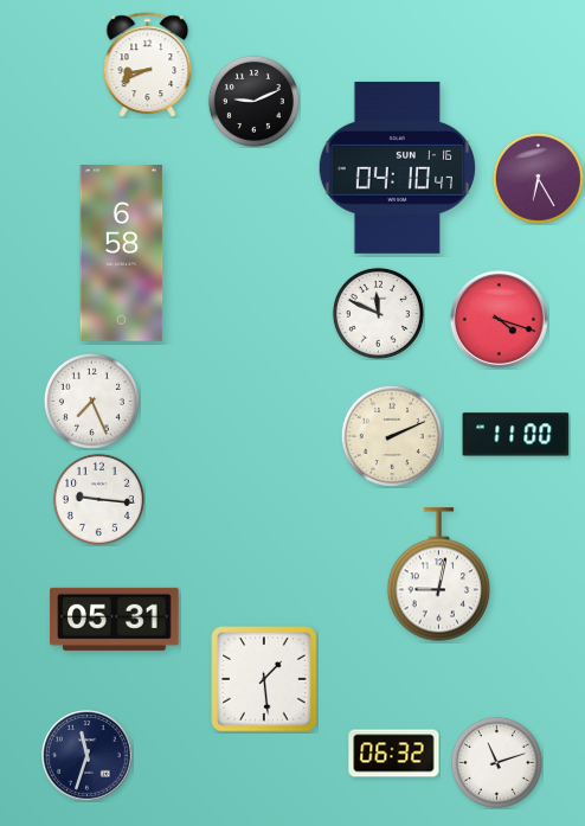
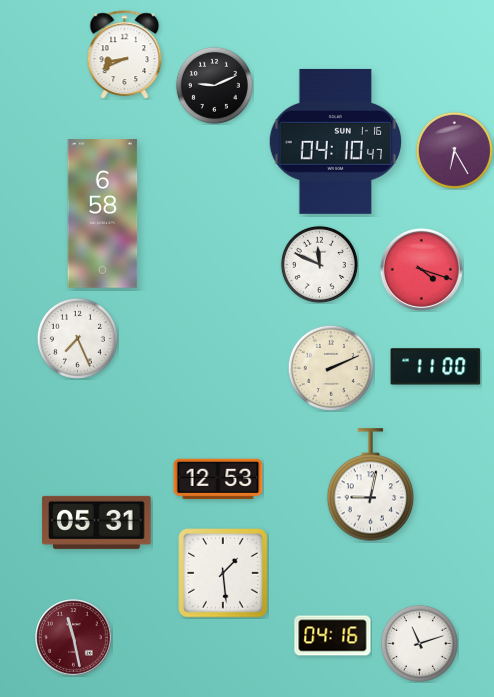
clock at (98, 499): 9:16 -> none
clock at (218, 479): none -> 12:53
clock at (394, 754): 06:32 -> 04:16
clock at (88, 756): 11:33 -> 11:28
clock at (88, 756) dial: navy -> burgundy
